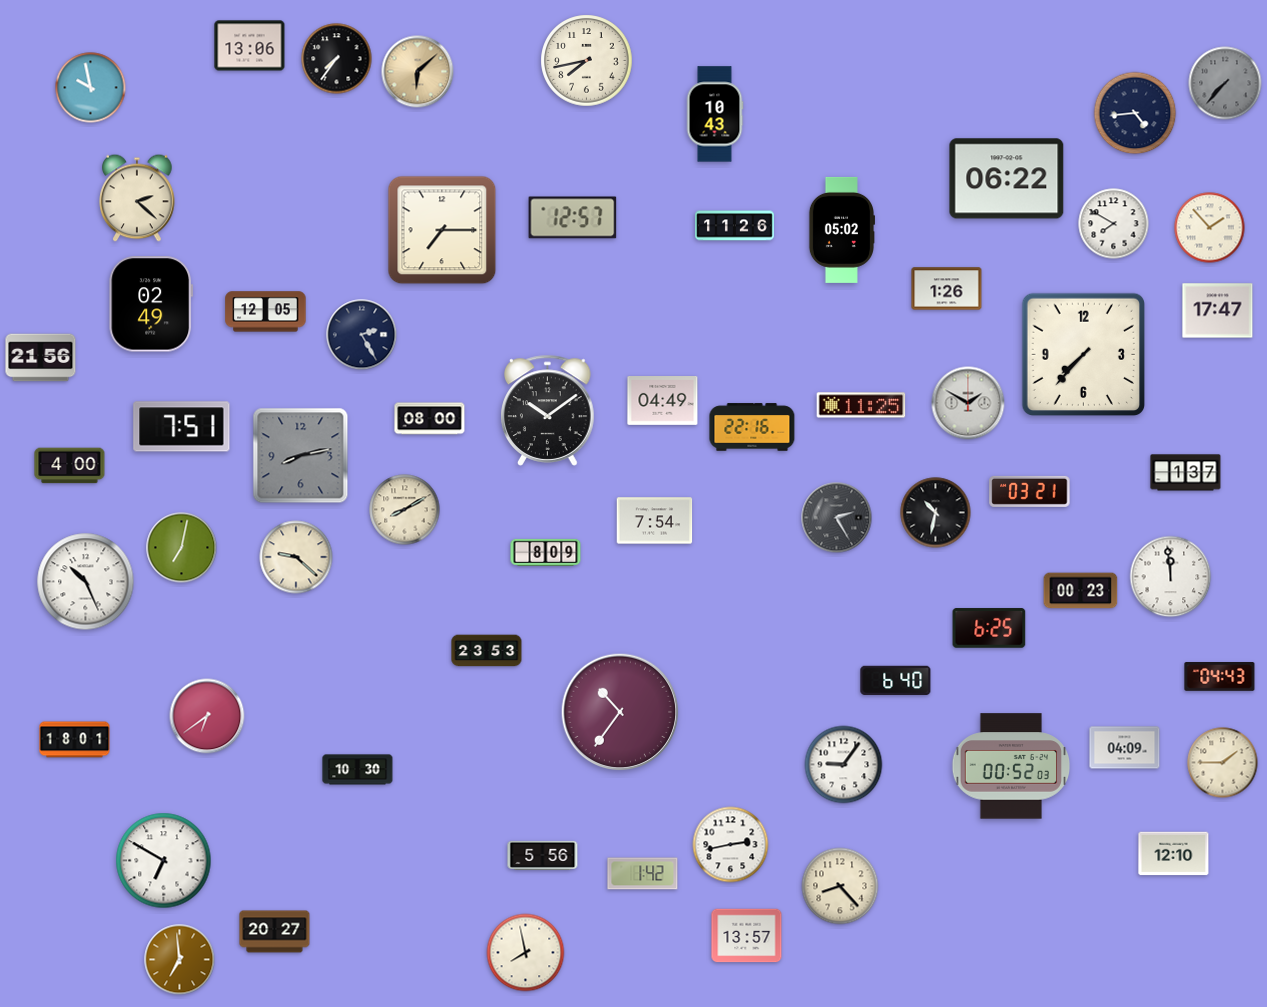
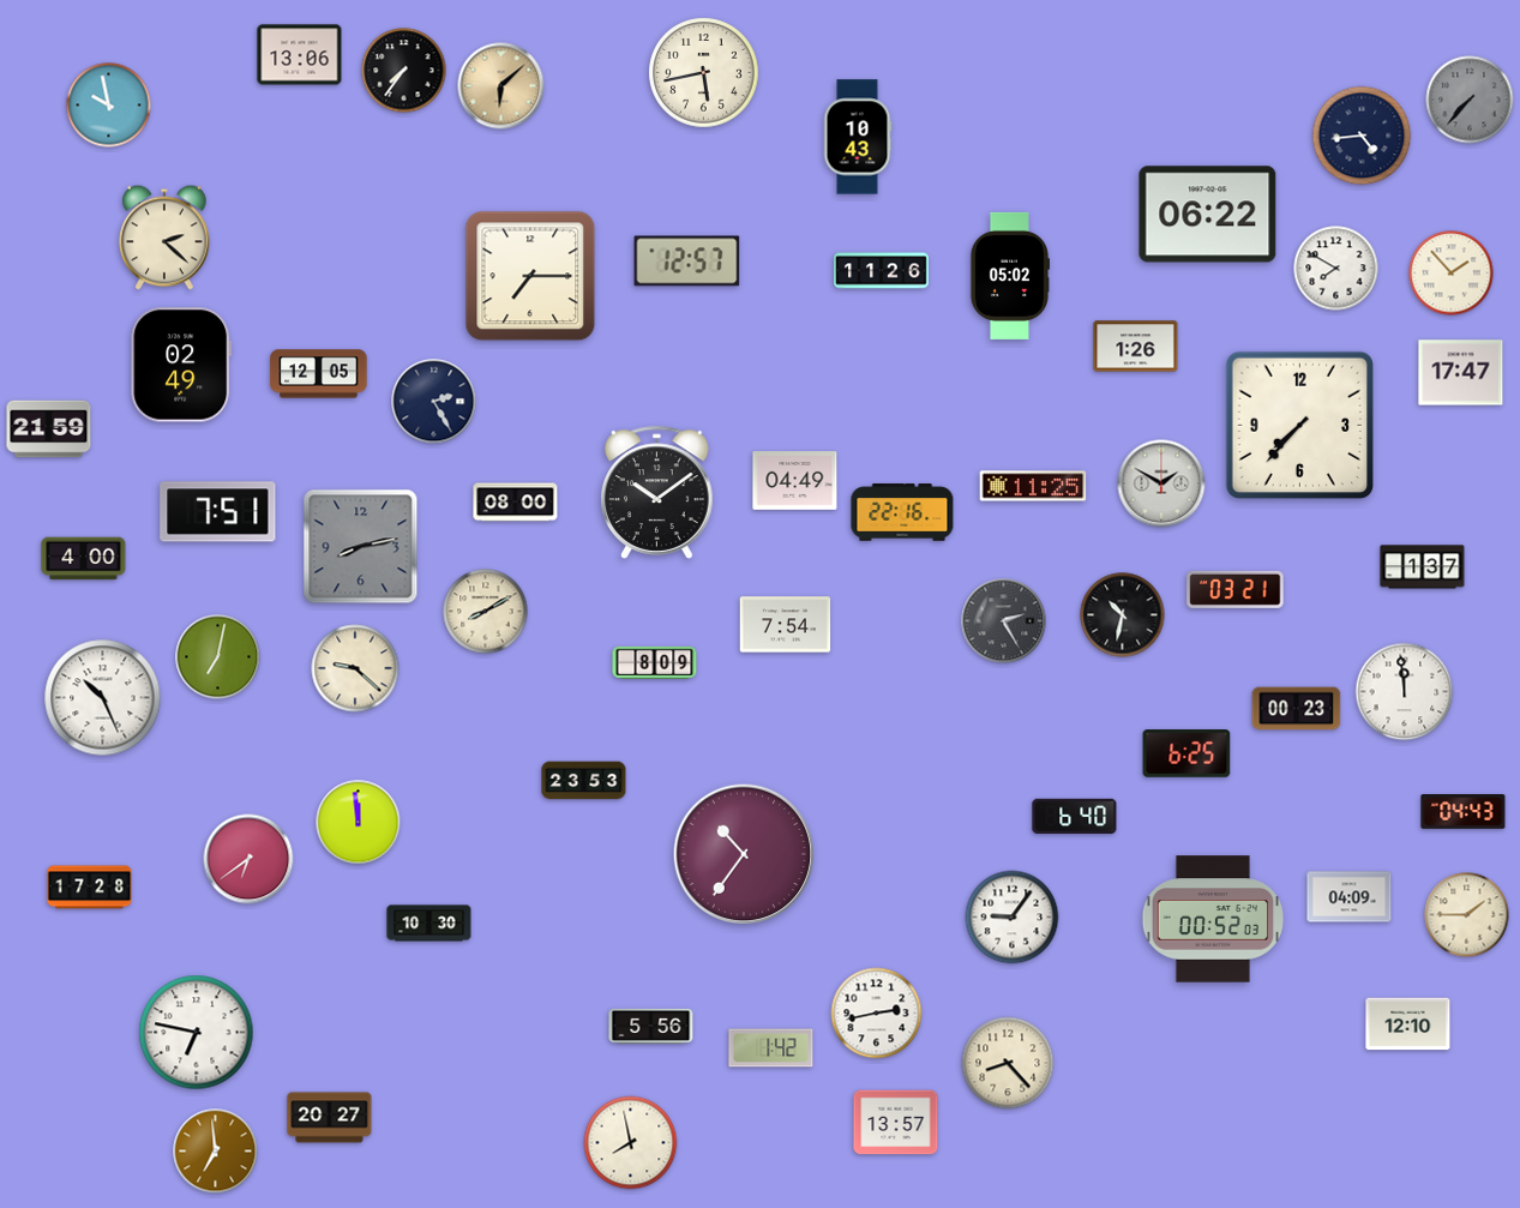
clock at (587, 61): 7:43 -> 5:43
clock at (41, 358): 21:56 -> 21:59
clock at (359, 823): none -> 11:59
clock at (75, 740): 18:01 -> 17:28
clock at (164, 861): 6:50 -> 6:47
